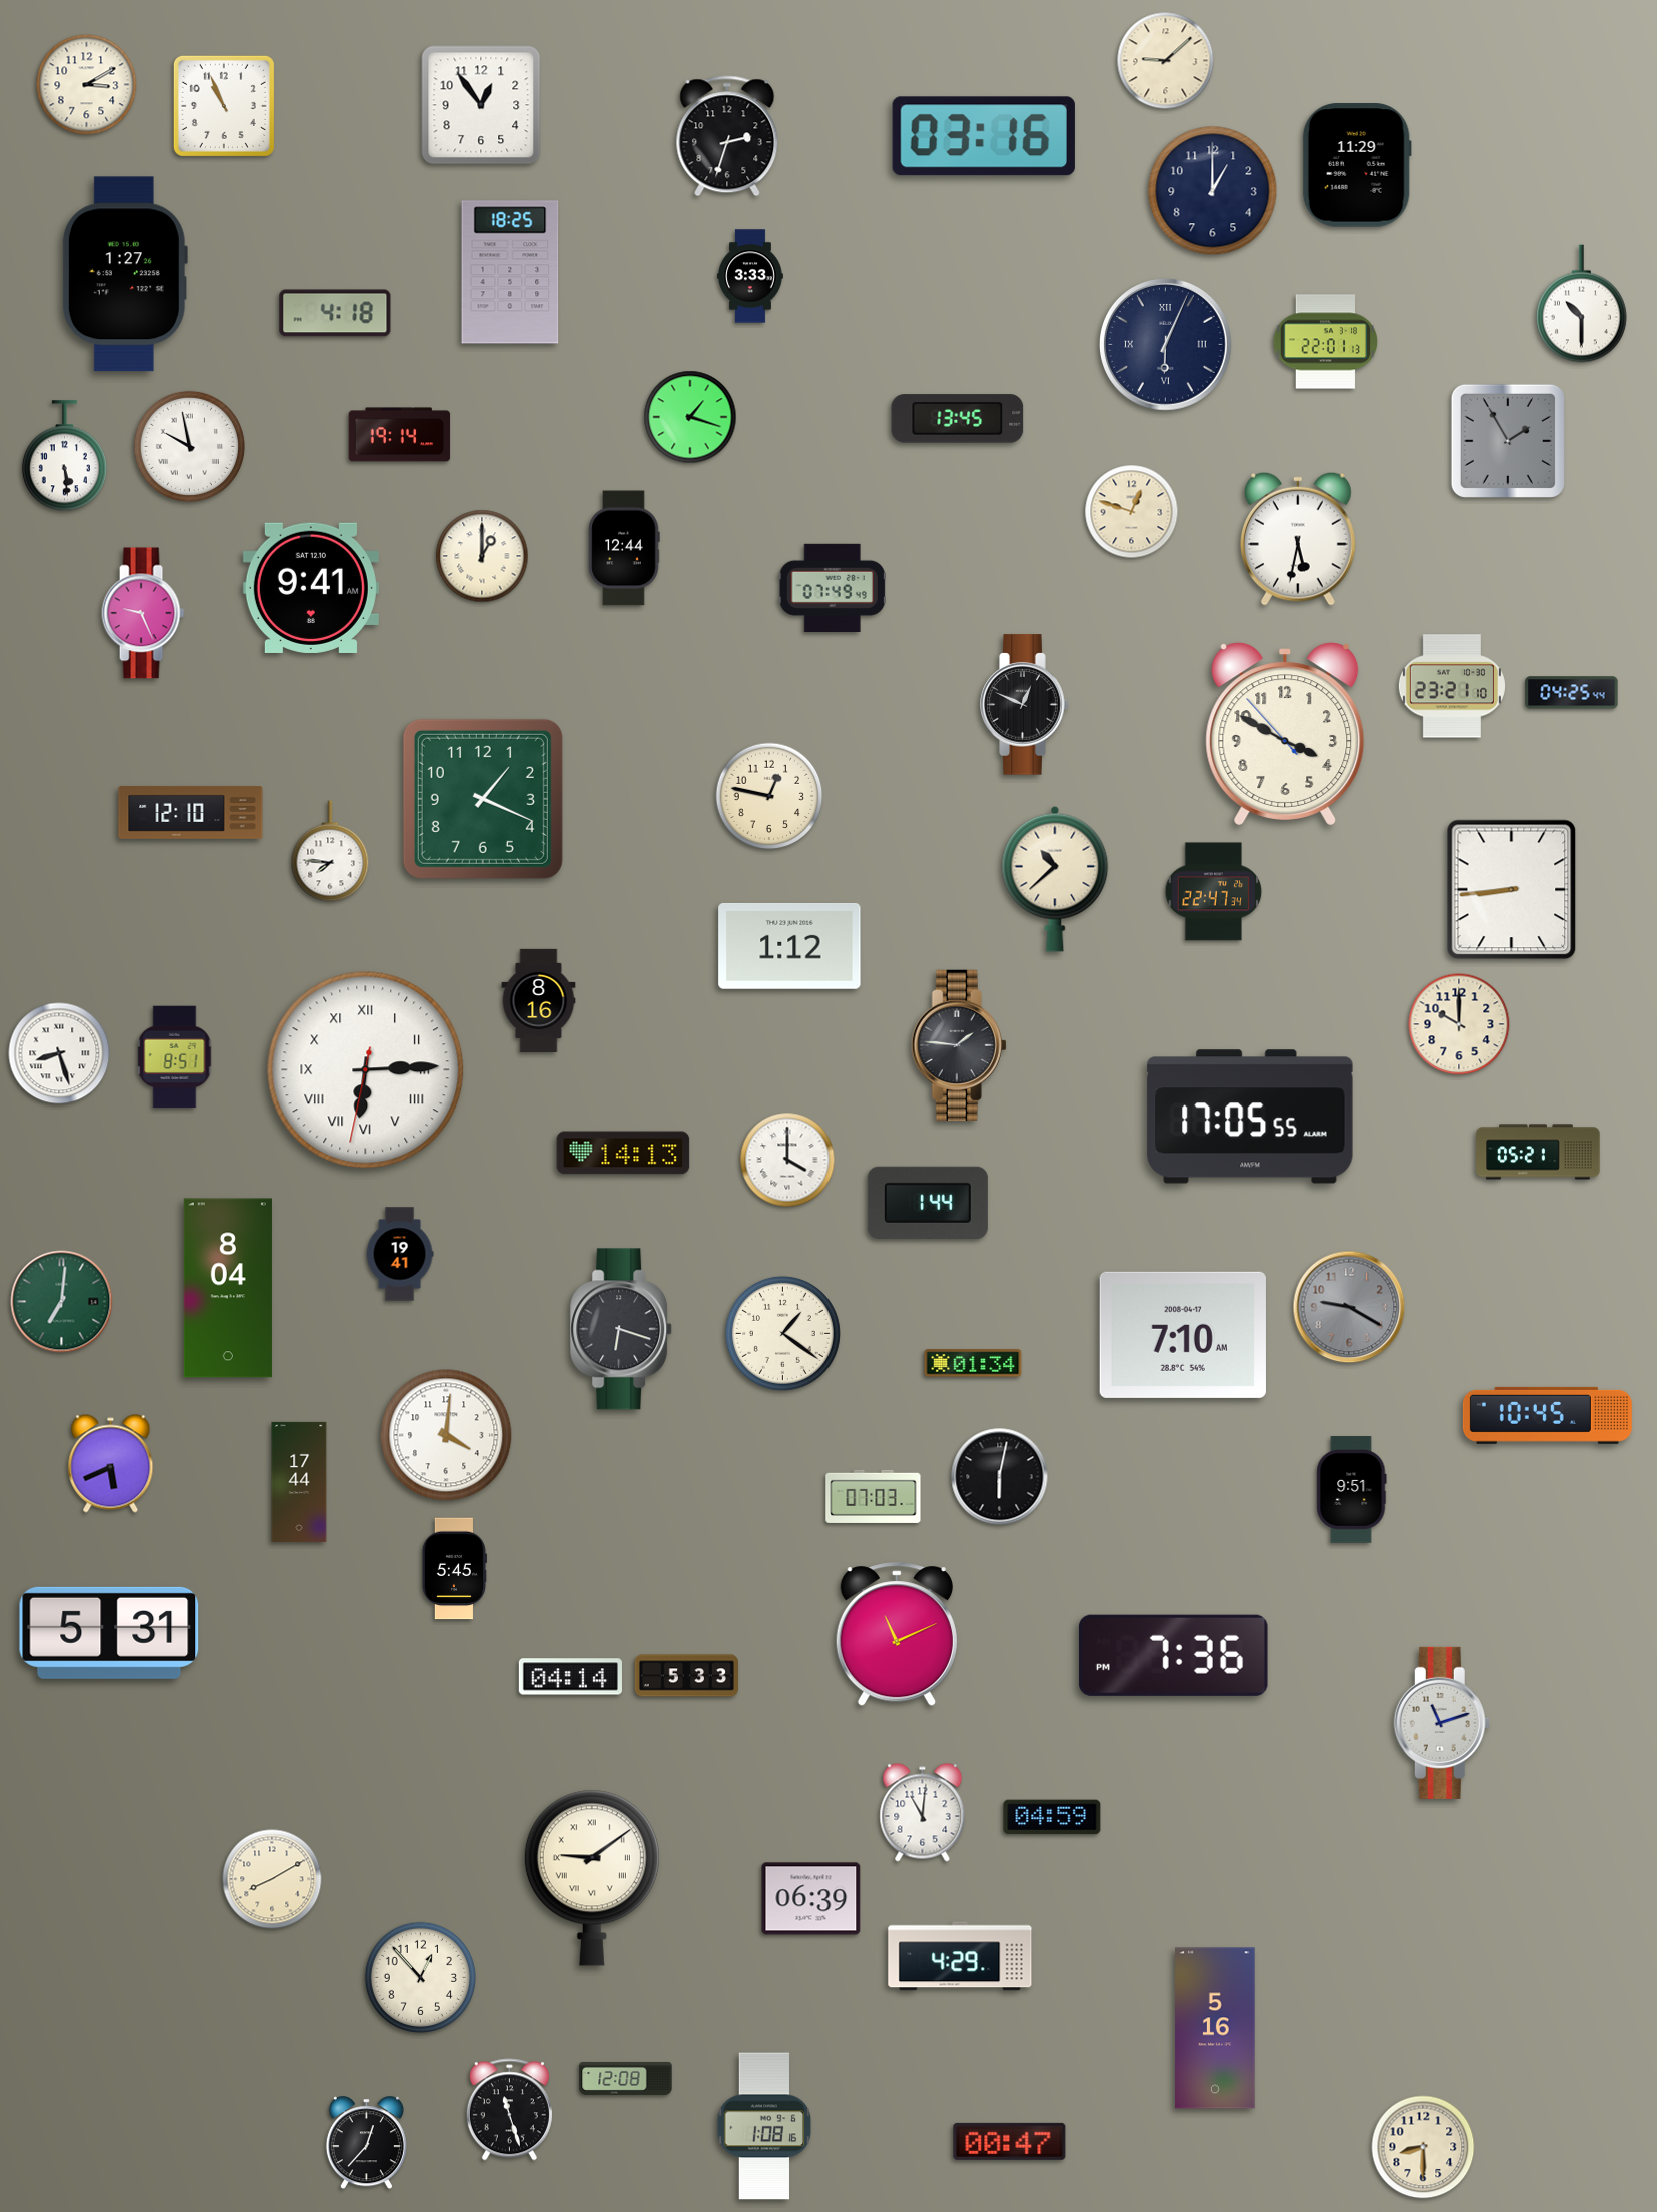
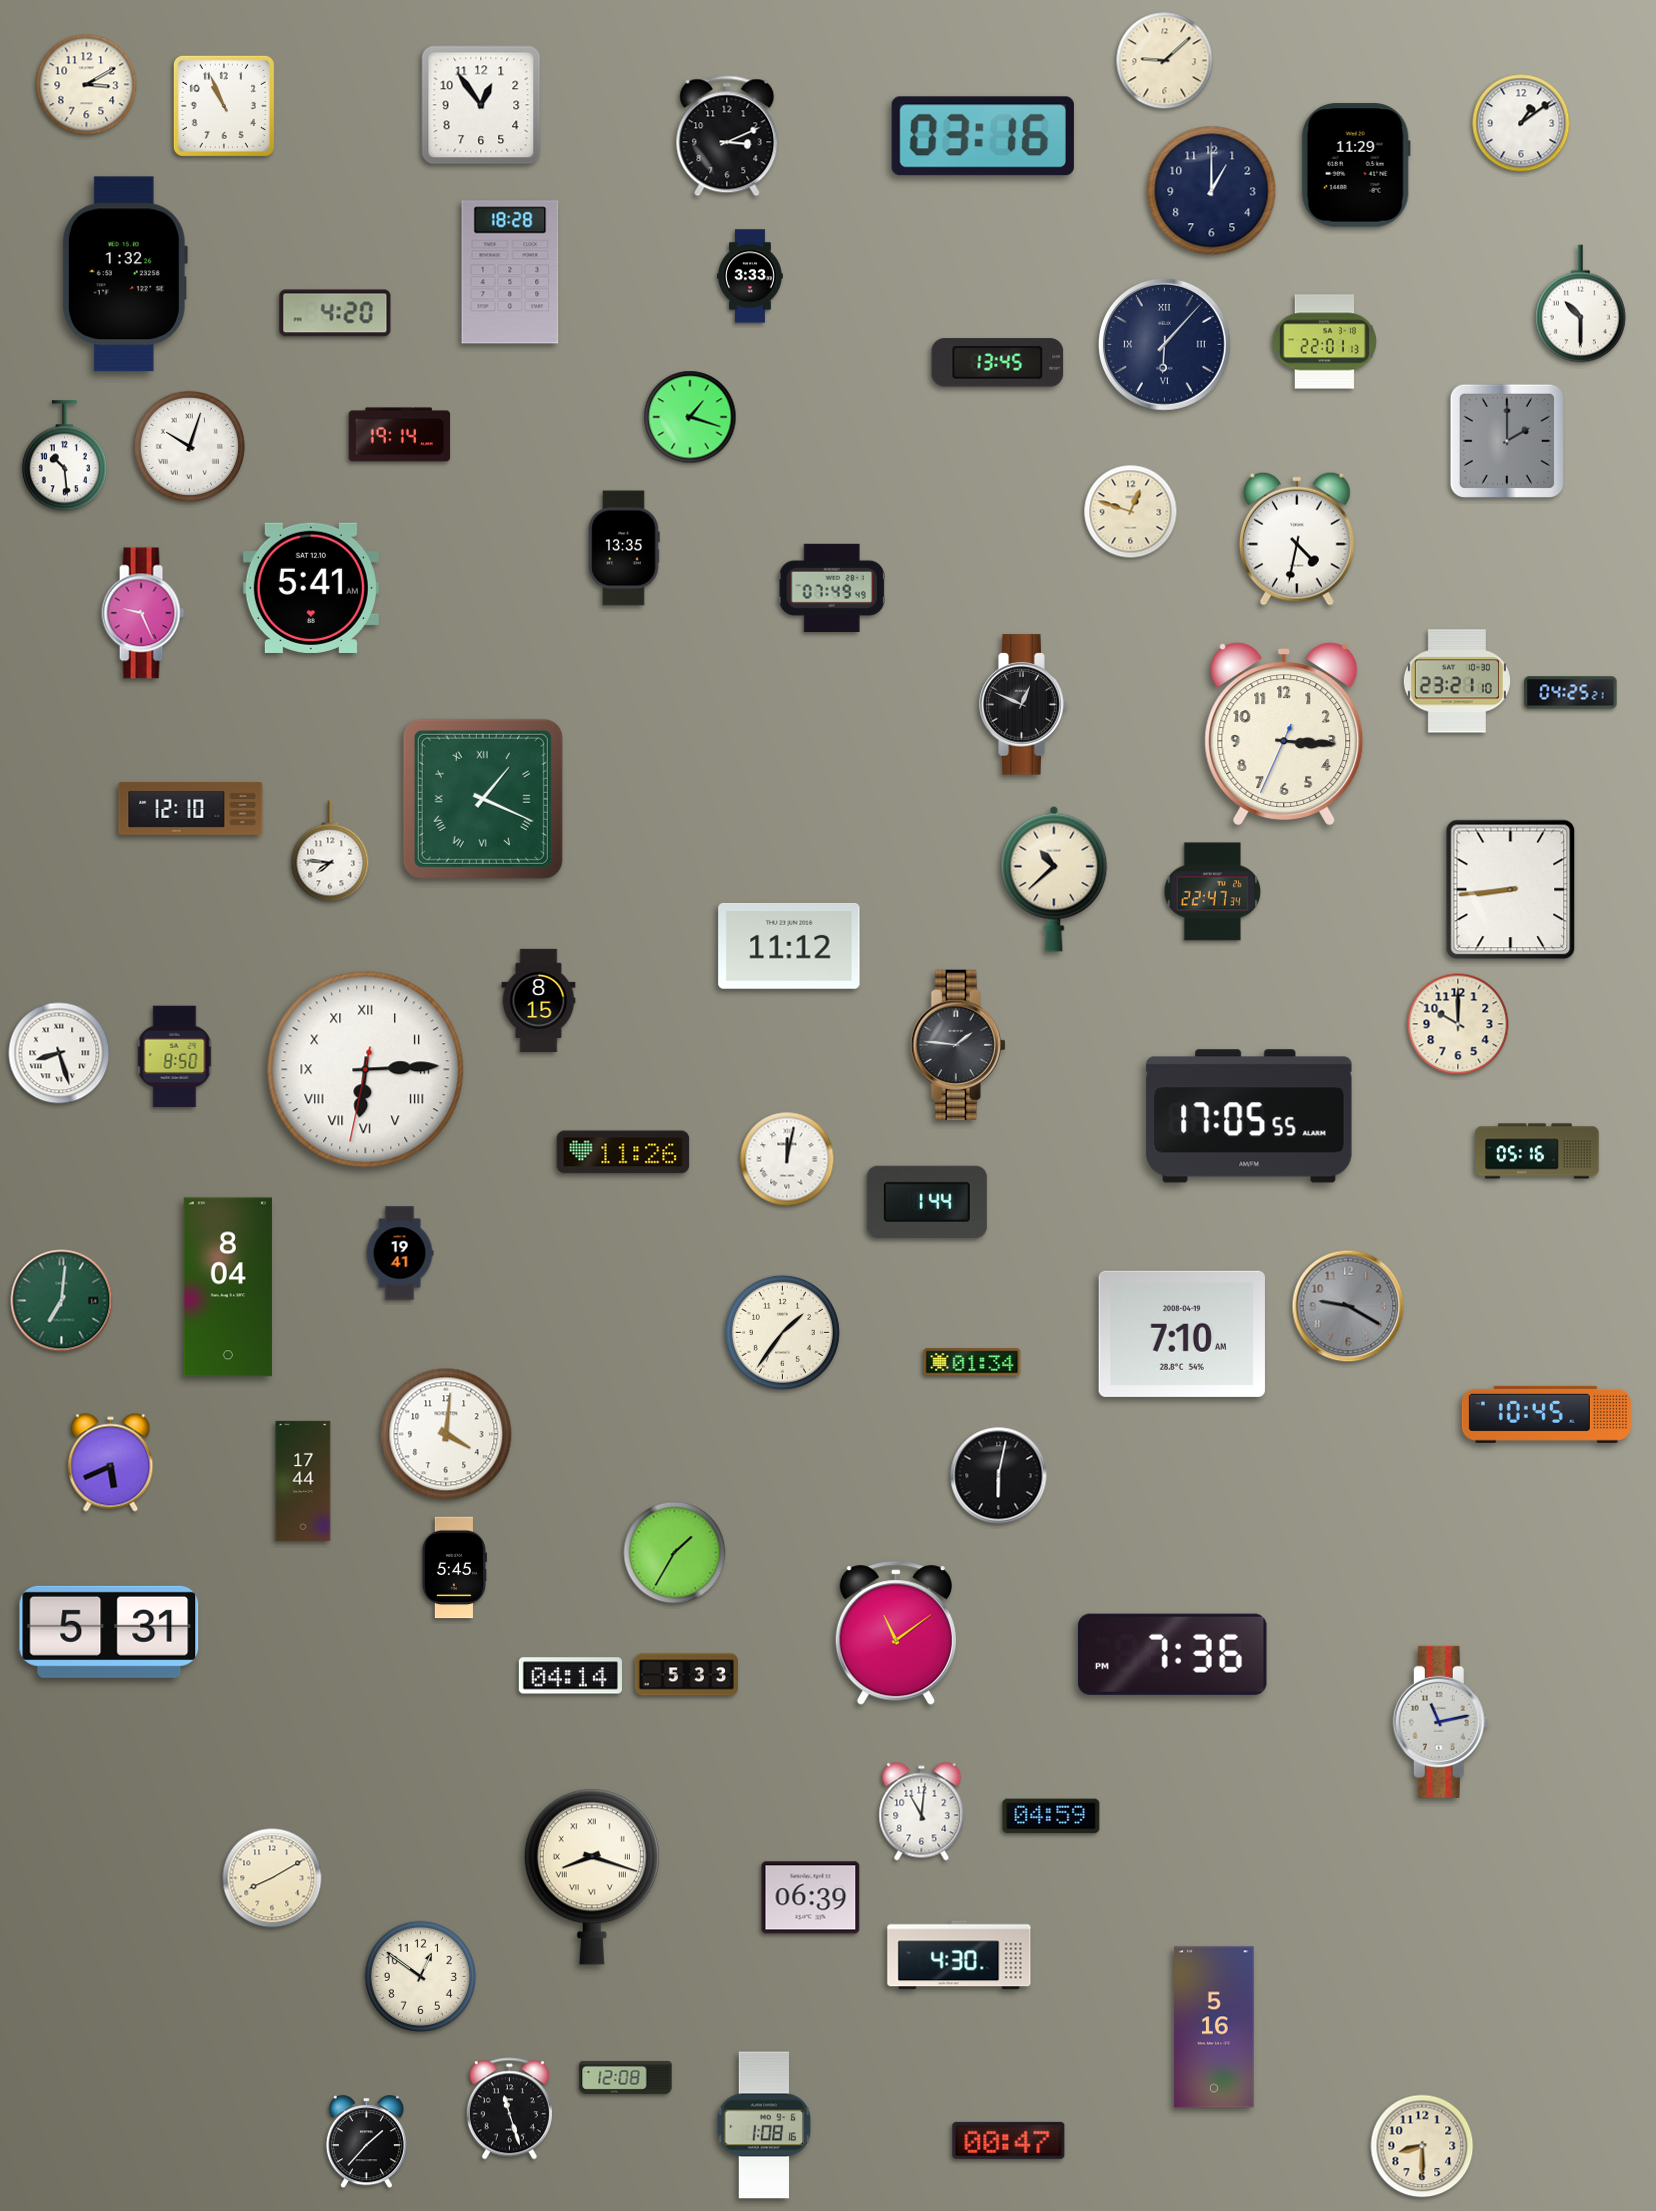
clock at (1521, 123): none -> 1:09
clock at (727, 136): 2:33 -> 3:11
clock at (510, 272): 18:25 -> 18:28
clock at (125, 274): 1:27 -> 1:32
clock at (335, 313): 4:18 -> 4:20
clock at (1165, 344): 6:04 -> 6:07
clock at (958, 419) position: (958, 419) -> (998, 363)
clock at (1508, 441): 1:55 -> 2:00
clock at (189, 446): 9:58 -> 10:03
clock at (64, 456): 5:29 -> 10:29
clock at (1299, 539): 5:32 -> 4:32
clock at (624, 548): 12:44 -> 13:35
clock at (482, 556): 1:00 -> none
clock at (311, 588): 9:41 -> 5:41
clock at (1452, 686) position: (1452, 686) -> (1457, 681)
clock at (1572, 693): 04:25:44 -> 04:25:21
clock at (1285, 734): 3:49 -> 3:15
clock at (769, 796): 12:47 -> none
clock at (483, 799) numerals: Arabic -> Roman
clock at (191, 812) position: (191, 812) -> (191, 808)
clock at (789, 946): 1:12 -> 11:12
clock at (539, 1000): 8:16 -> 8:15
clock at (175, 1057): 8:51 -> 8:50
clock at (1538, 1152): 05:21 -> 05:16
clock at (623, 1153): 14:13 -> 11:26
clock at (787, 1160): 4:00 -> 12:02
clock at (622, 1329): 6:18 -> none
clock at (782, 1333): 1:21 -> 1:36
clock at (1183, 1335) date: 2008-04-17 -> 2008-04-19
clock at (299, 1482) position: (299, 1482) -> (303, 1481)
clock at (1352, 1490): 9:51 -> none
clock at (874, 1496): 07:03 -> none
clock at (675, 1553): none -> 1:35
clock at (897, 1635): 11:11 -> 11:09
clock at (1442, 1723): 11:12 -> 11:13
clock at (592, 1878): 9:09 -> 8:18
clock at (960, 1956): 4:29 -> 4:30
clock at (420, 1977): 12:53 -> 12:51
clock at (366, 2143): 12:37 -> 1:37
